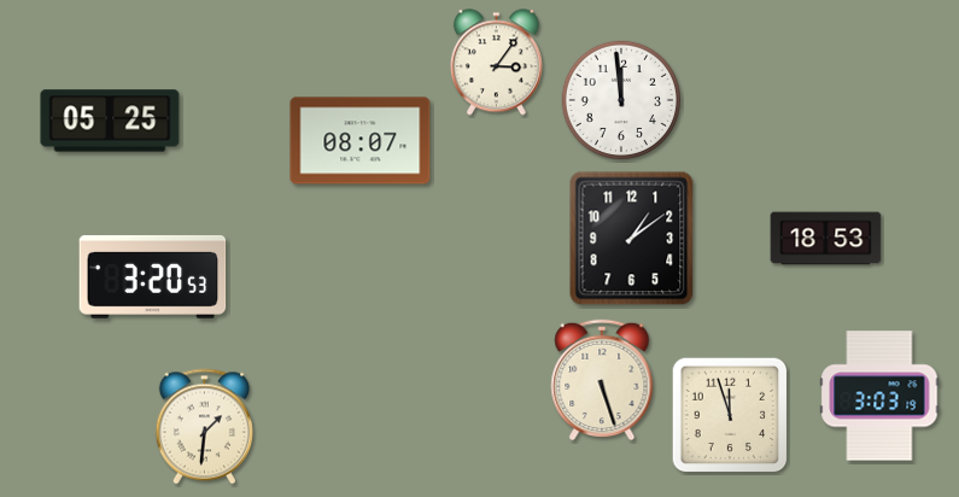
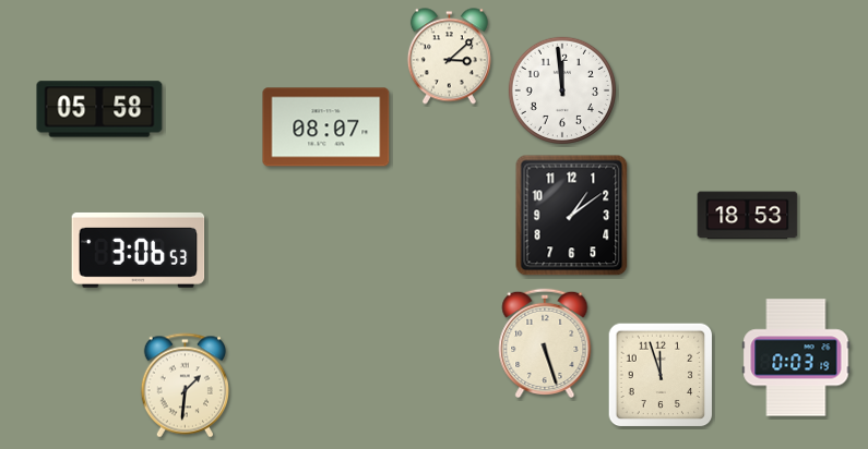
clock at (496, 63): 3:06 -> 3:08
clock at (110, 121): 05:25 -> 05:58
clock at (153, 276): 3:20 -> 3:06
clock at (879, 396): 3:03 -> 0:03
